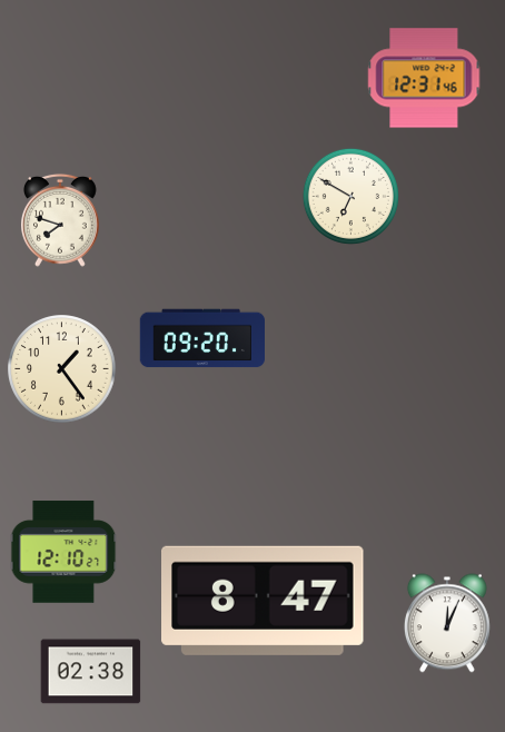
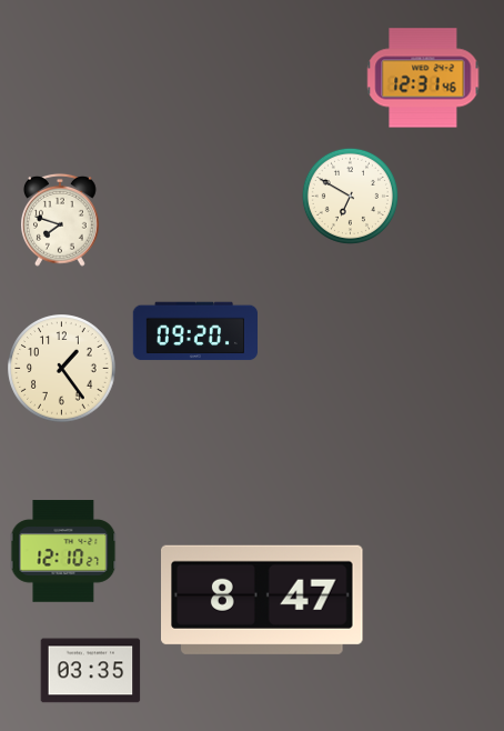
clock at (201, 338) position: (201, 338) -> (194, 331)
clock at (447, 623): 12:04 -> none
clock at (91, 672): 02:38 -> 03:35
